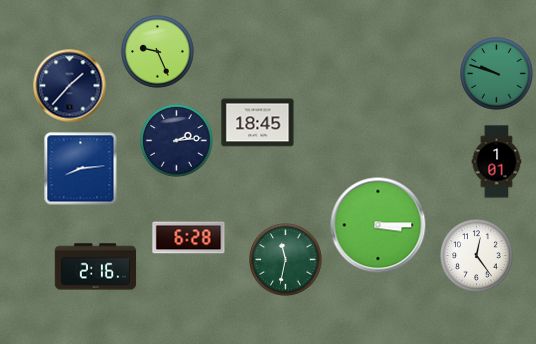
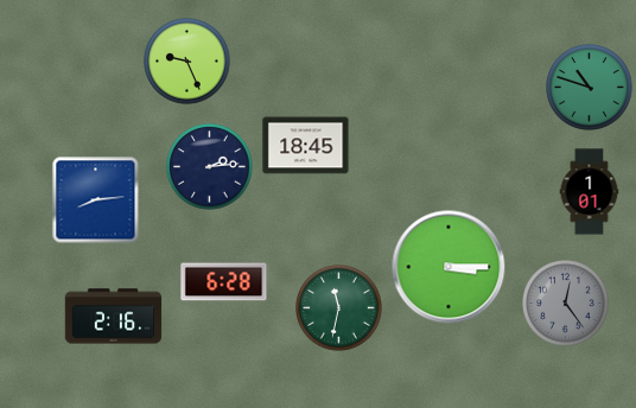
clock at (497, 74): 9:48 -> 10:48
clock at (70, 86): 1:37 -> none
clock at (477, 256) dial: white -> grey
